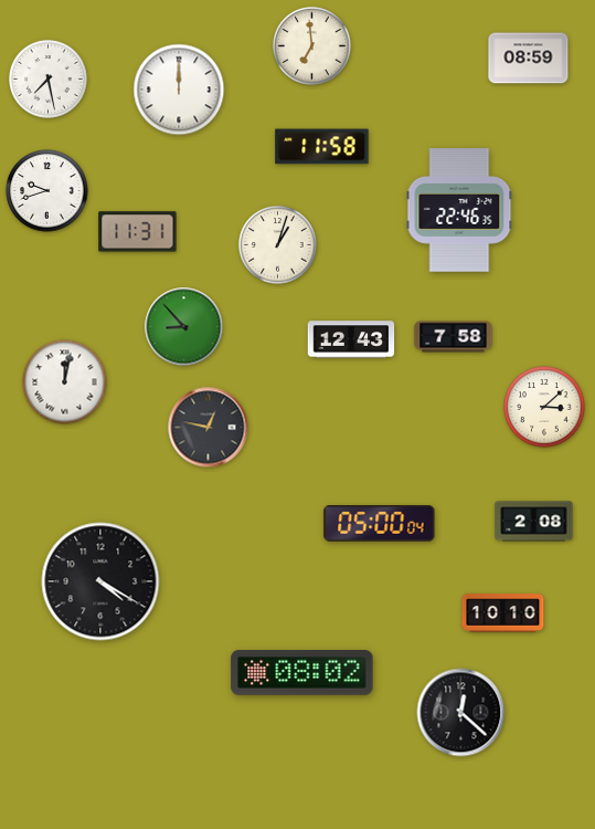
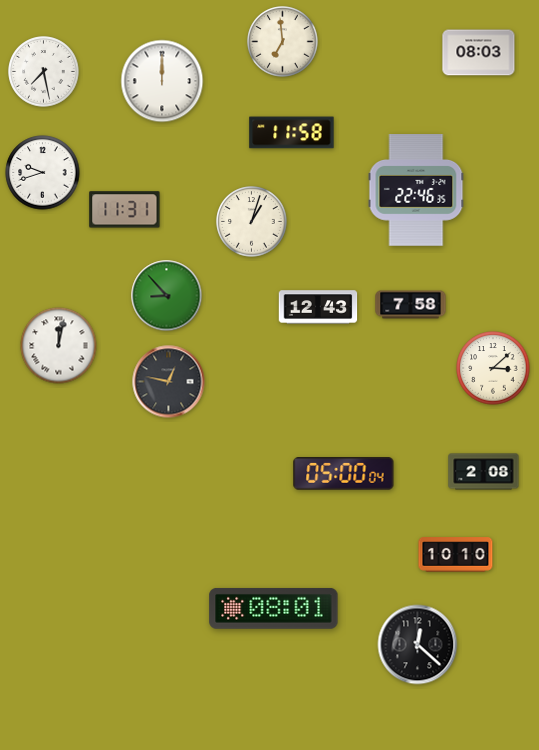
clock at (529, 59): 08:59 -> 08:03
clock at (209, 428) position: (209, 428) -> (169, 382)
clock at (100, 581): 4:20 -> none
clock at (302, 673): 08:02 -> 08:01
